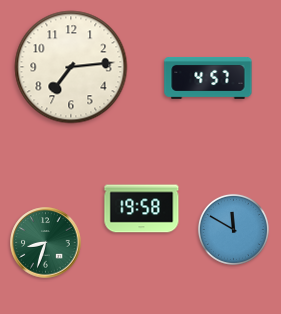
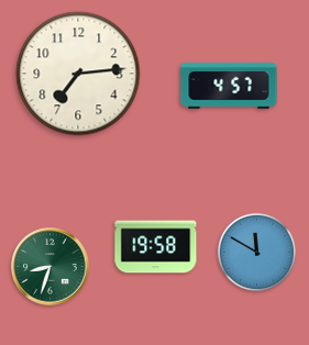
clock at (142, 209) position: (142, 209) -> (156, 247)
